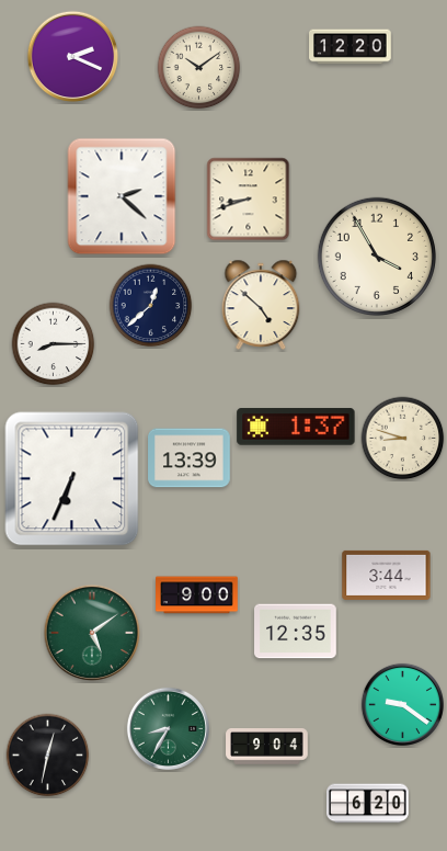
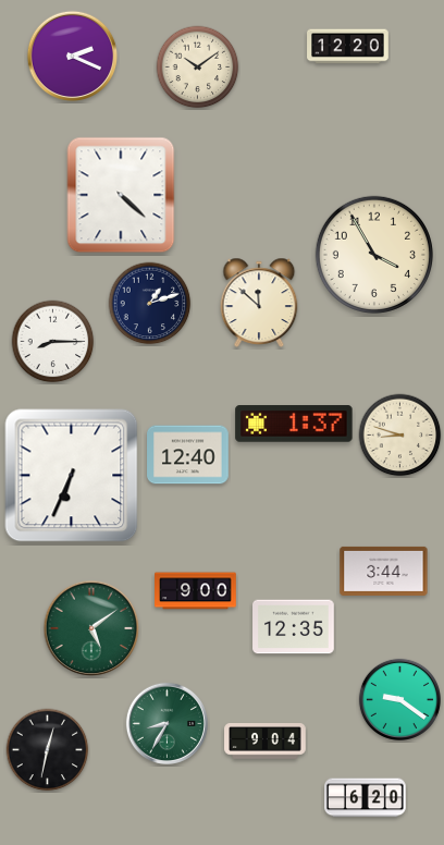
clock at (122, 196): 2:22 -> 4:22
clock at (249, 200): 8:42 -> none
clock at (261, 305): 4:52 -> 11:52
clock at (151, 306): 12:38 -> 1:12
clock at (190, 458): 13:39 -> 12:40
